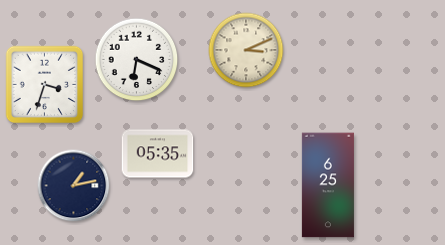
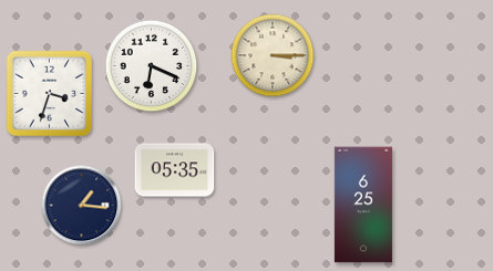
clock at (246, 50): 3:11 -> 3:15
clock at (74, 186): 1:13 -> 1:16
